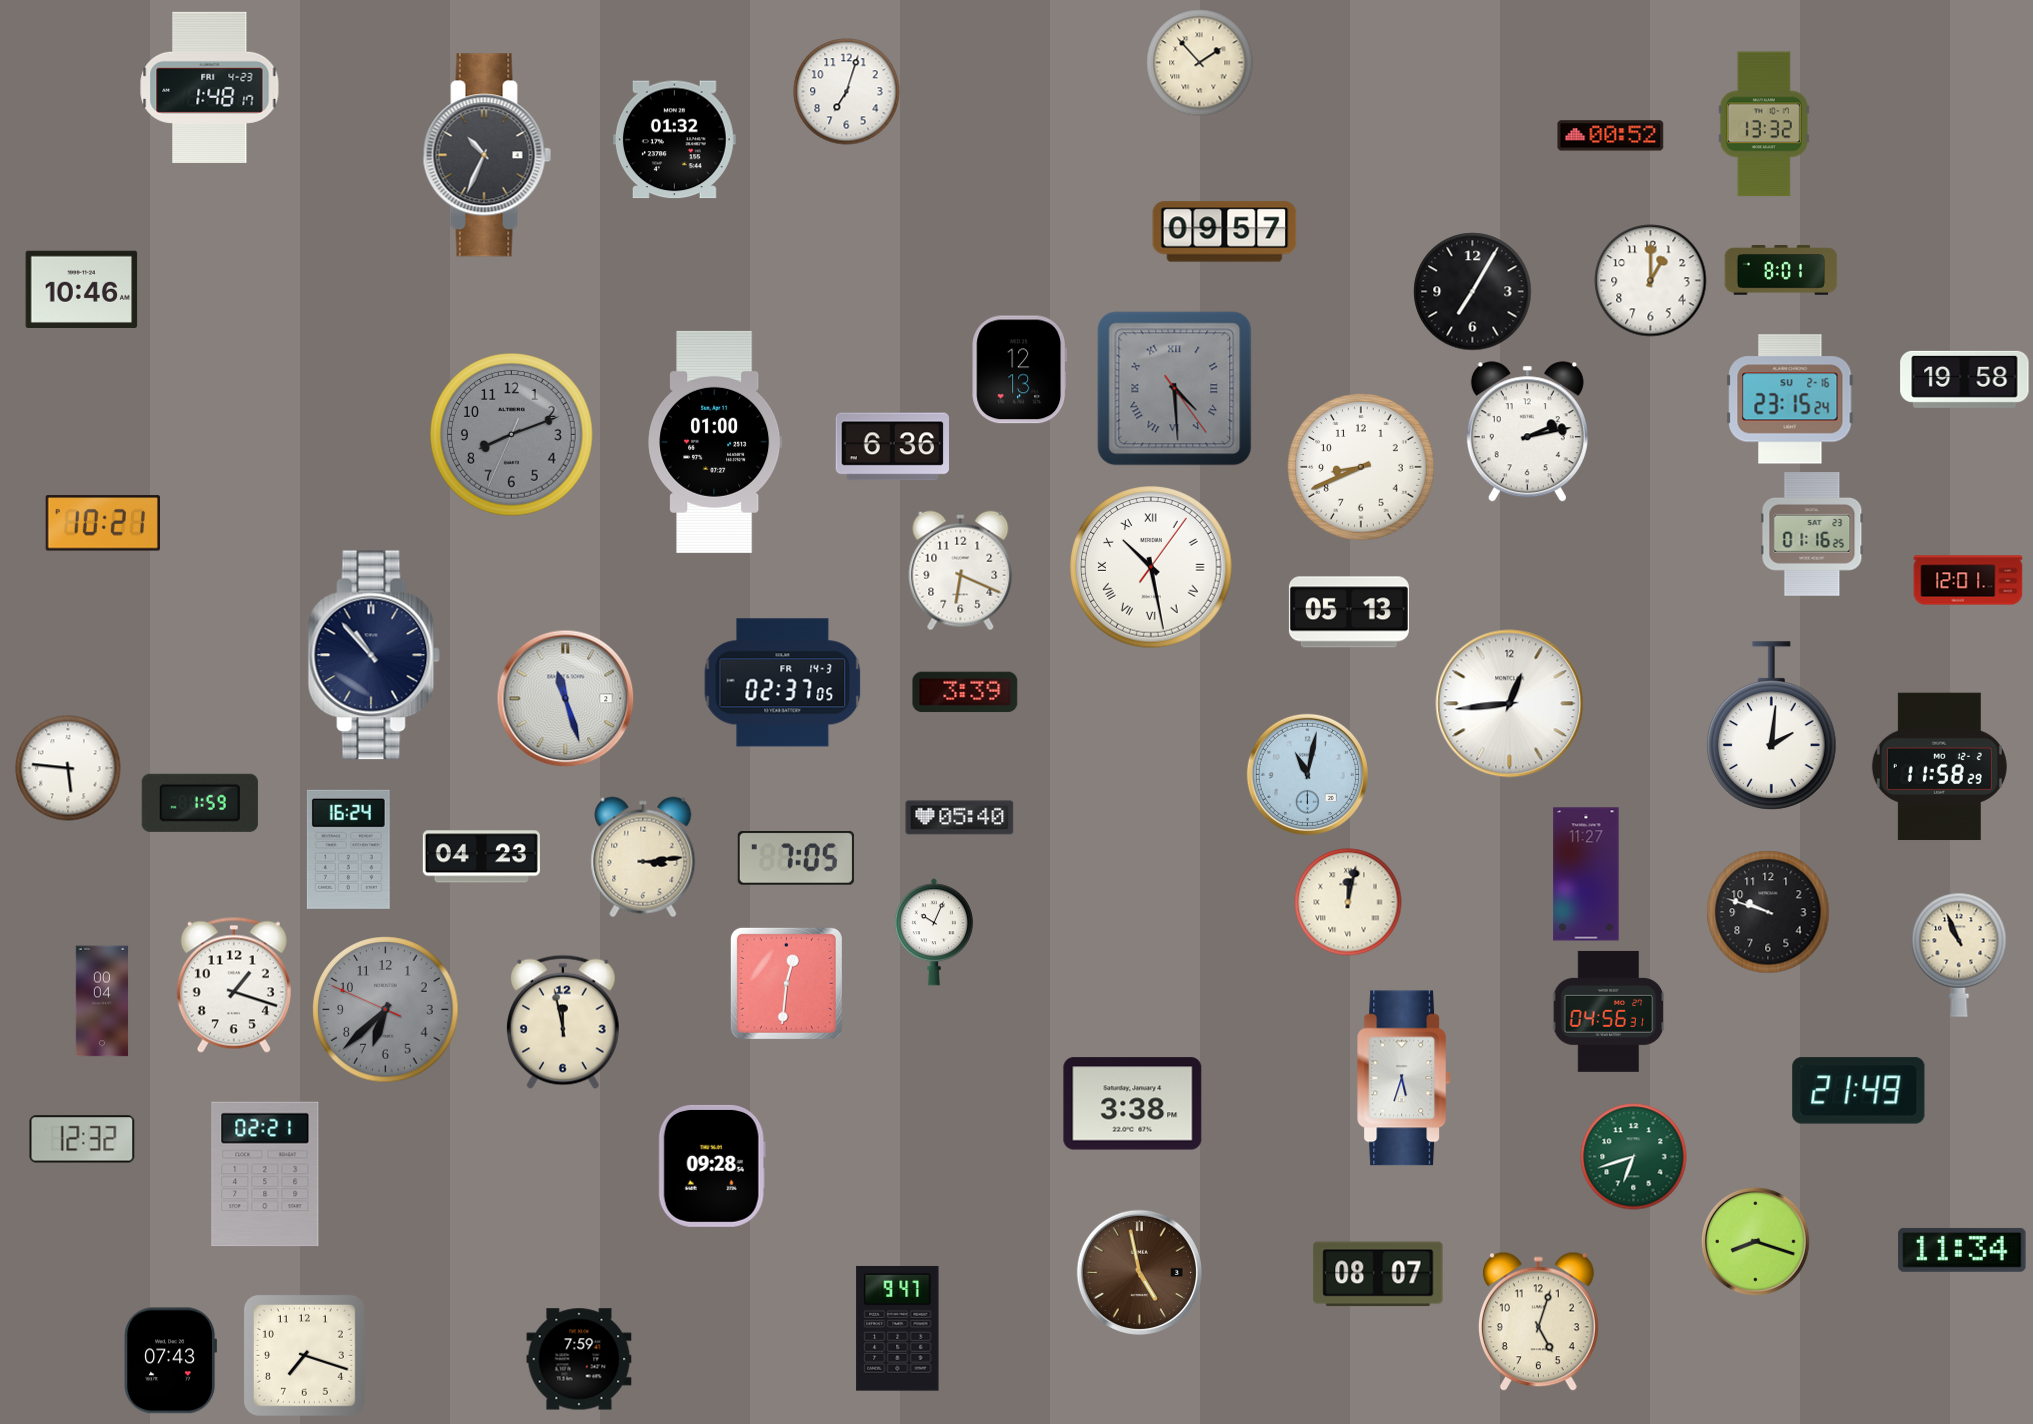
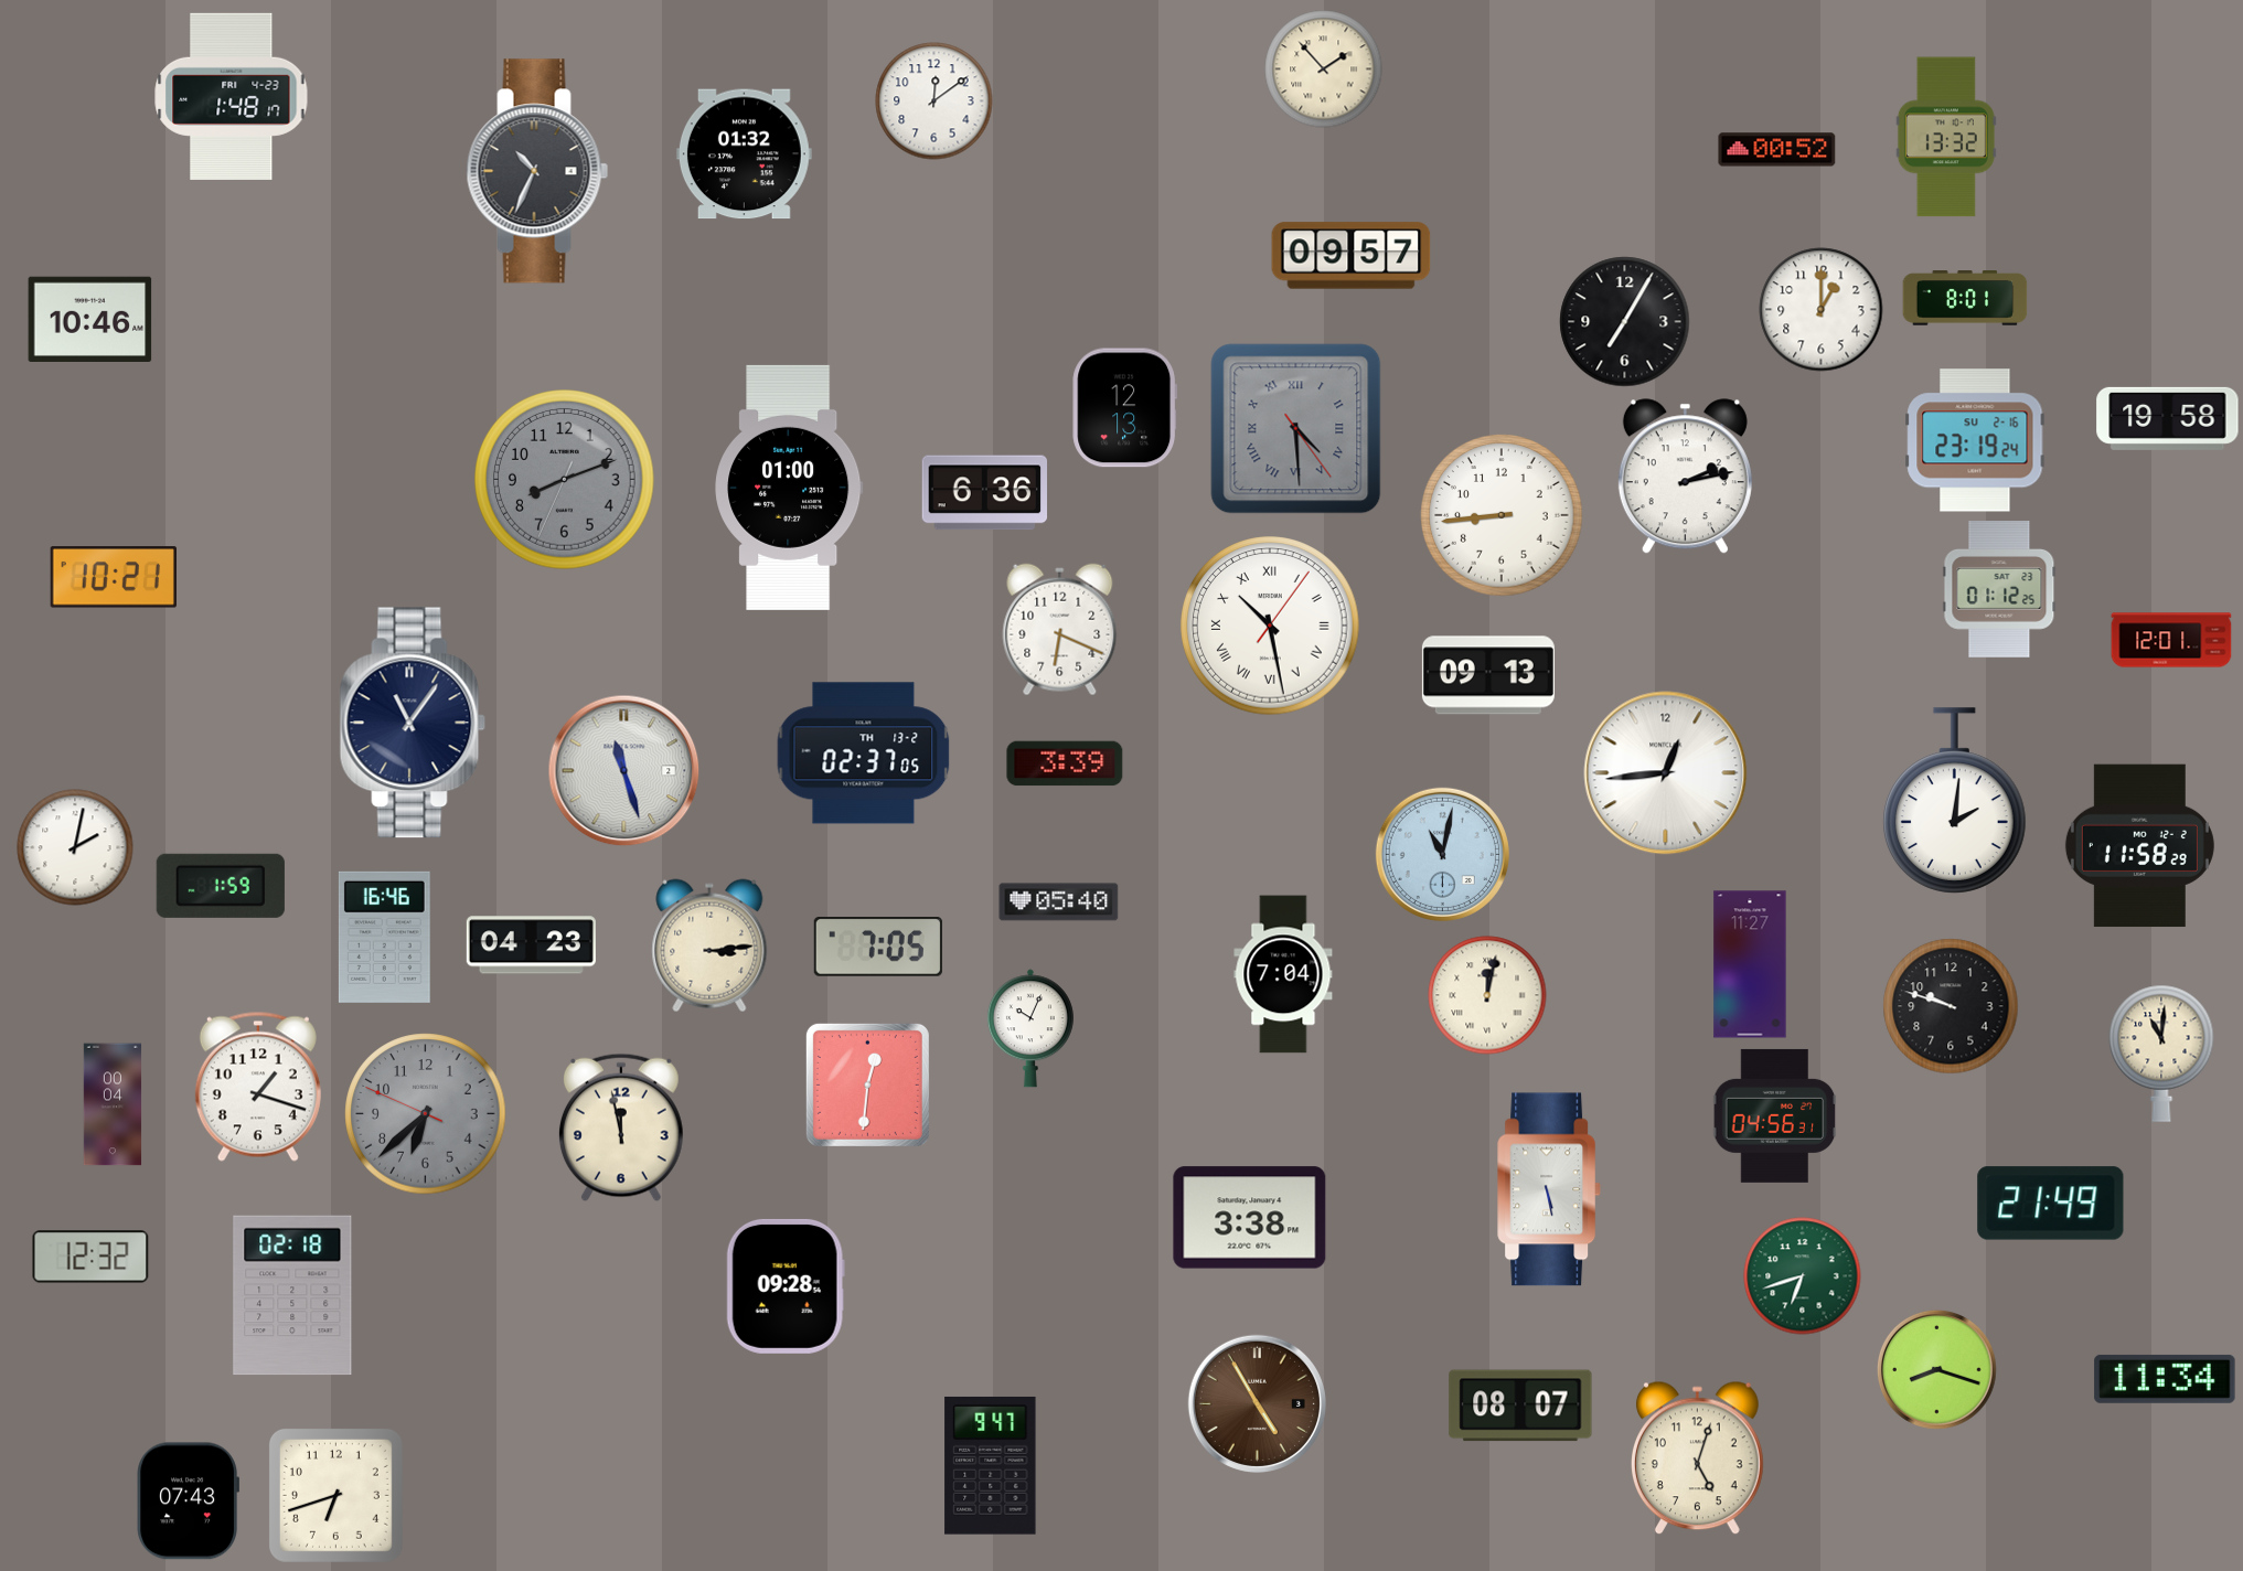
clock at (847, 92): 7:03 -> 12:09
clock at (1790, 399): 23:15 -> 23:19
clock at (1361, 467): 8:41 -> 8:44
clock at (1812, 535): 01:16 -> 01:12
clock at (1349, 612): 05:13 -> 09:13
clock at (374, 655): 10:53 -> 11:06
clock at (783, 683) date: FR 14-3 -> TH 13-2
clock at (1510, 704) position: (1510, 704) -> (1666, 773)
clock at (68, 768): 5:46 -> 2:02
clock at (348, 849): 16:24 -> 16:46
clock at (1283, 974): none -> 7:04
clock at (1959, 955): 10:56 -> 11:01
clock at (1405, 1078): 5:33 -> 5:28
clock at (265, 1174): 02:21 -> 02:18
clock at (1139, 1272): 4:58 -> 4:55
clock at (304, 1355): 7:18 -> 6:42
clock at (579, 1359): 7:59 -> none
